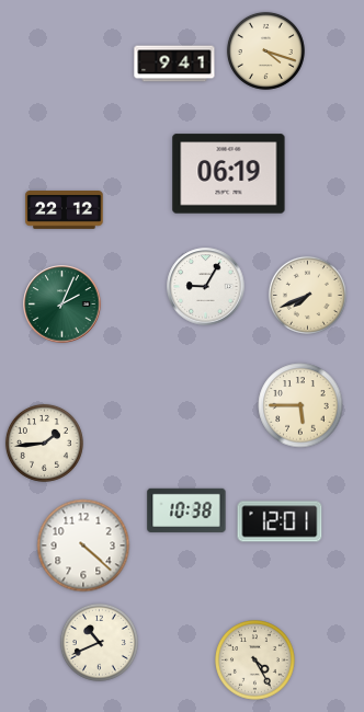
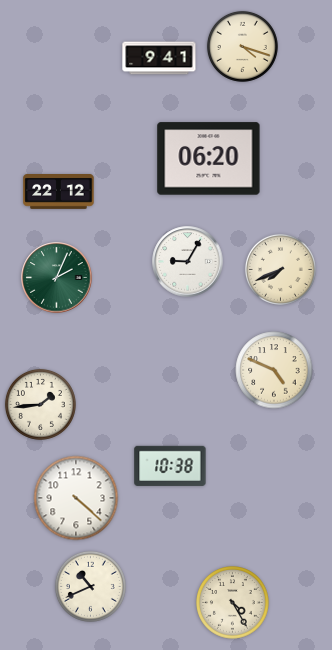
clock at (229, 174): 06:19 -> 06:20
clock at (300, 405): 5:45 -> 4:49
clock at (280, 521): 12:01 -> none
